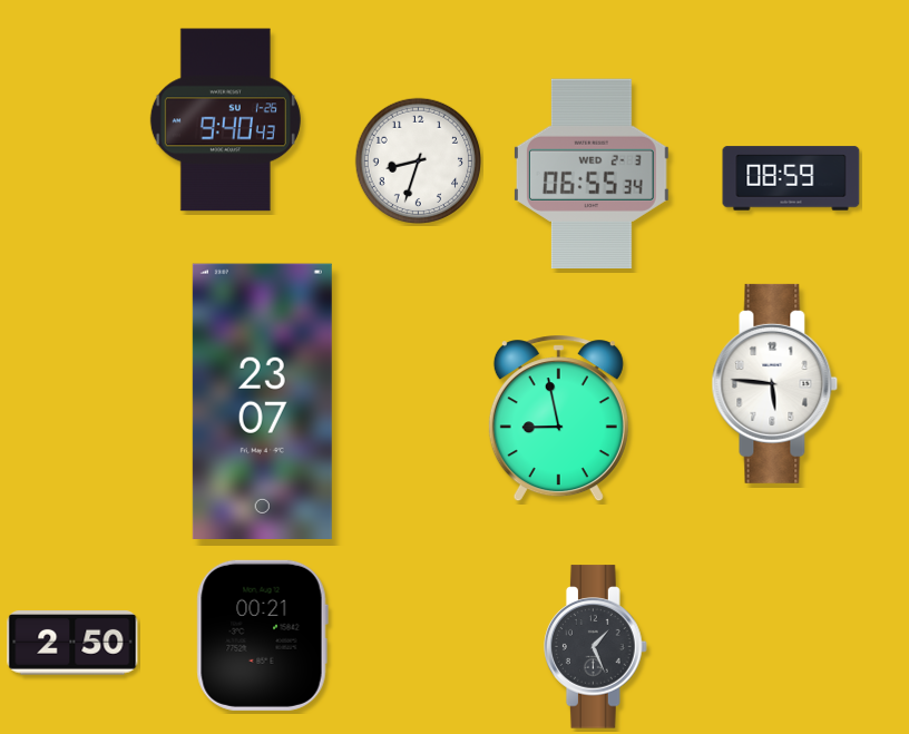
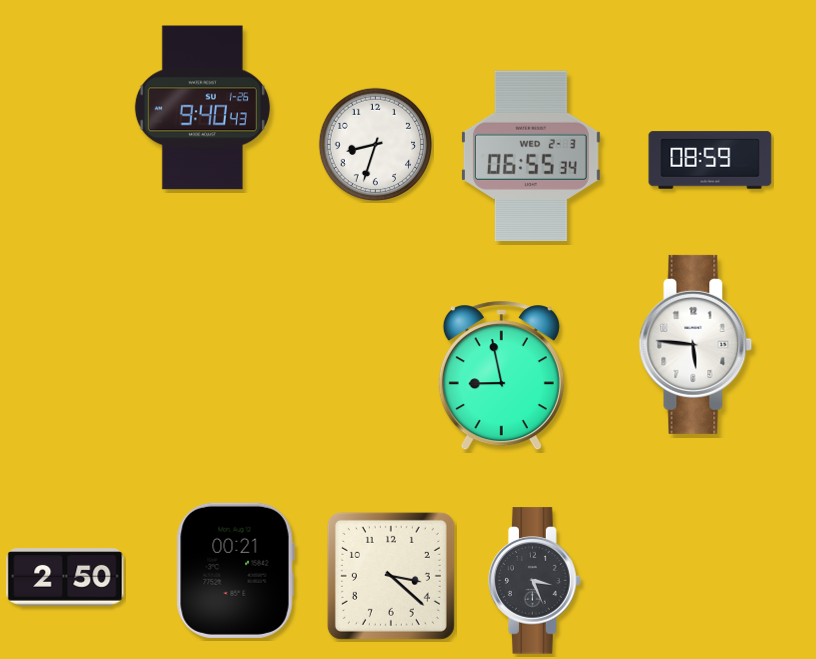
clock at (262, 401): 23:07 -> none
clock at (391, 576): none -> 3:22
clock at (596, 647): 1:26 -> 3:26
